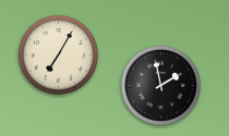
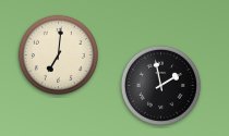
clock at (58, 54): 7:05 -> 7:01
